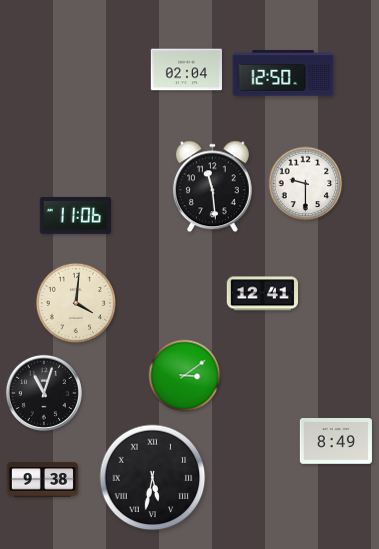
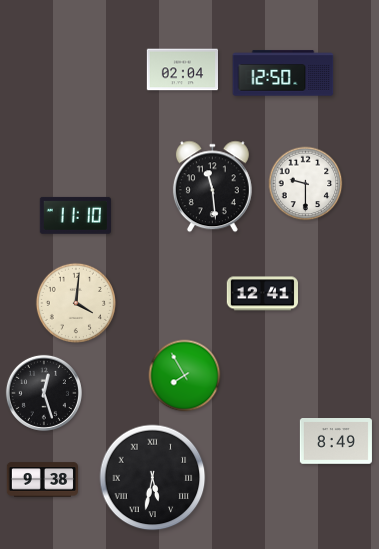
clock at (186, 70) position: (186, 70) -> (182, 70)
clock at (75, 215): 11:06 -> 11:10
clock at (185, 376): 3:09 -> 7:55
clock at (44, 393): 11:03 -> 12:27
